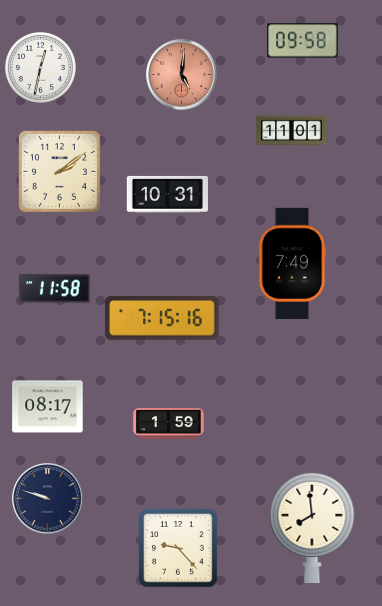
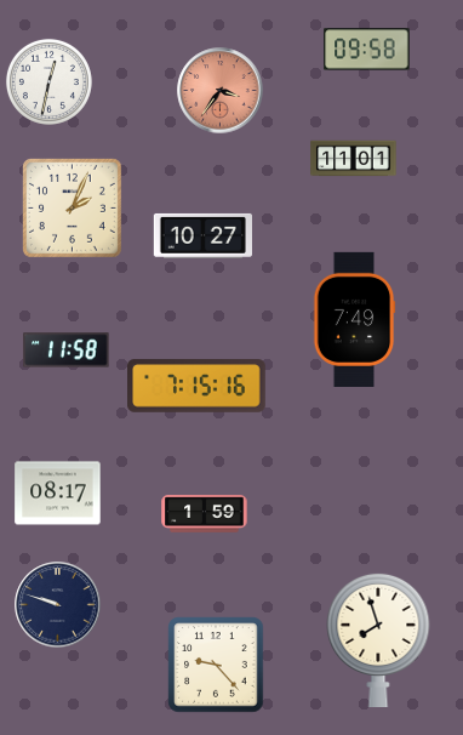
clock at (182, 75): 5:01 -> 3:36
clock at (60, 172): 2:09 -> 2:04
clock at (167, 194): 10:31 -> 10:27
clock at (312, 527): 7:59 -> 7:57
